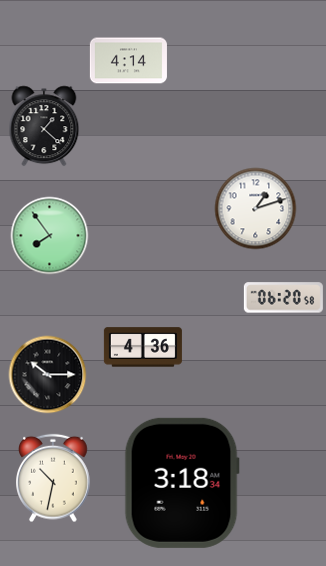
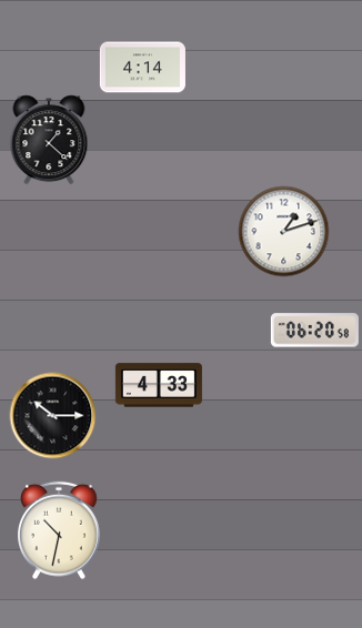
clock at (49, 235): 7:54 -> none
clock at (143, 347): 4:36 -> 4:33
clock at (182, 483): 3:18 -> none
